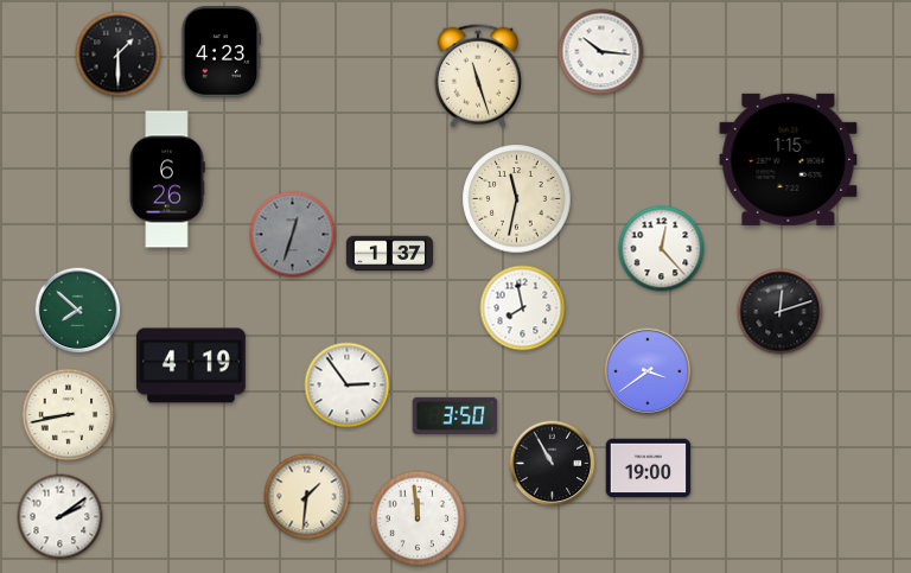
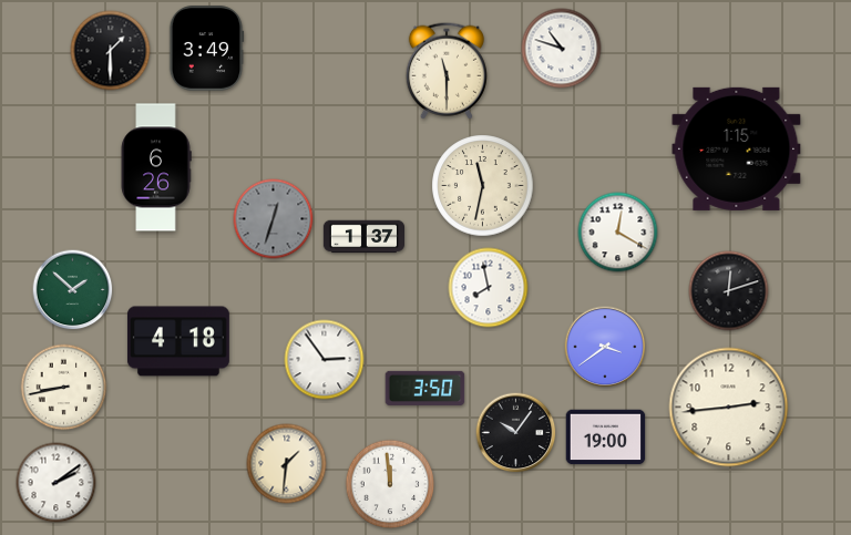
clock at (221, 52): 4:23 -> 3:49
clock at (601, 52): 10:16 -> 10:48
clock at (478, 76): 11:27 -> 11:30
clock at (662, 249): 12:23 -> 12:20
clock at (78, 311): 7:52 -> 1:52
clock at (191, 365): 4:19 -> 4:18
clock at (729, 408): none -> 2:44
clock at (553, 464): 10:55 -> 10:06
